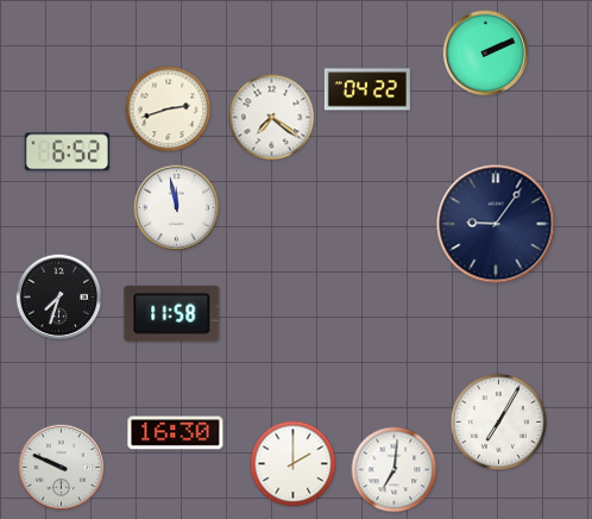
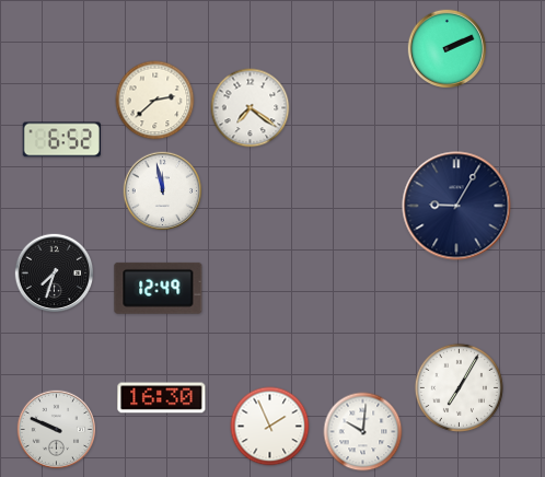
clock at (367, 89): 04:22 -> none
clock at (169, 110): 2:42 -> 2:38
clock at (496, 224): 9:06 -> 9:05
clock at (172, 313): 11:58 -> 12:49
clock at (294, 464): 2:00 -> 1:56
clock at (395, 470): 7:01 -> 10:01
